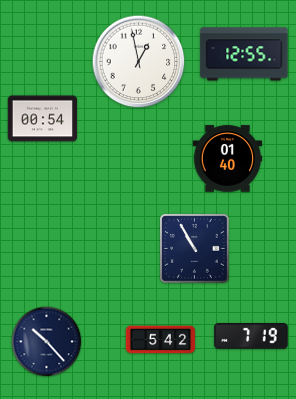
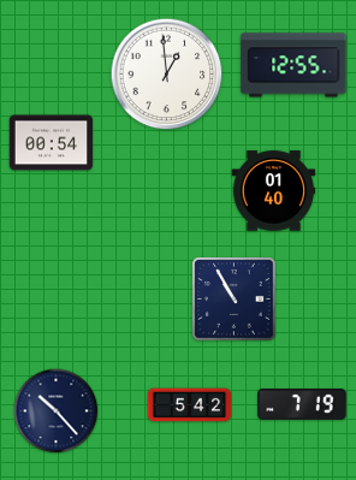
clock at (139, 62): 12:58 -> 12:59
clock at (161, 340) position: (161, 340) -> (190, 405)
